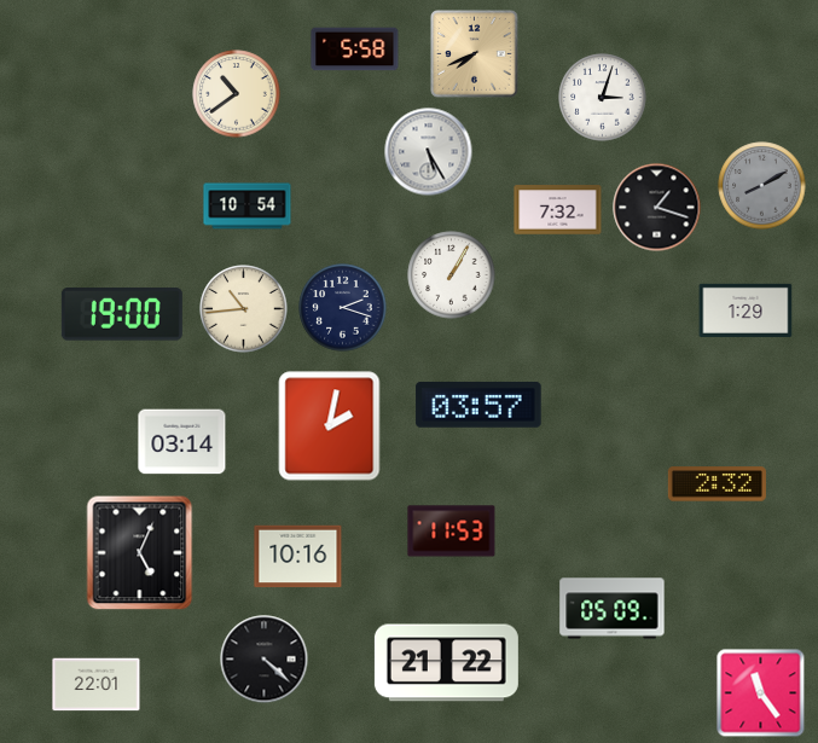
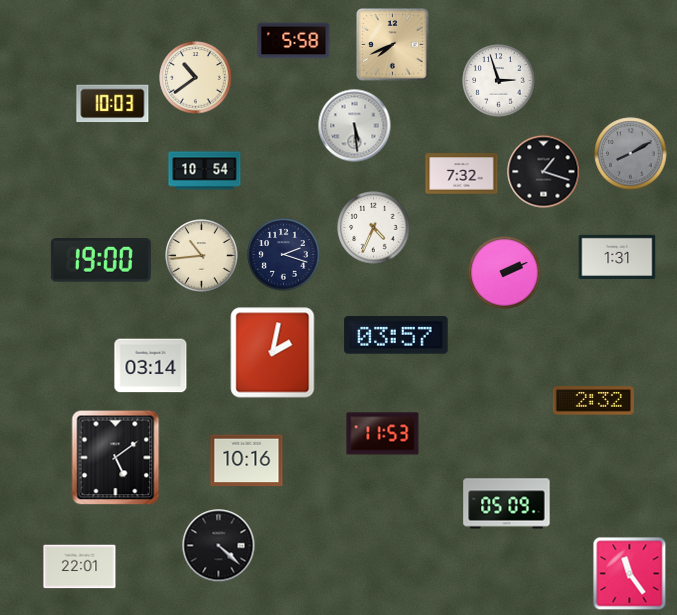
clock at (603, 98): 3:03 -> 2:57
clock at (113, 104): none -> 10:03
clock at (429, 152): 5:25 -> 5:29
clock at (452, 275): 1:05 -> 4:34
clock at (746, 310): 1:29 -> 1:31
clock at (505, 273): none -> 2:11
clock at (452, 532) position: (452, 532) -> (383, 434)
clock at (140, 553): 5:04 -> 5:09
clock at (446, 663): 21:22 -> none
